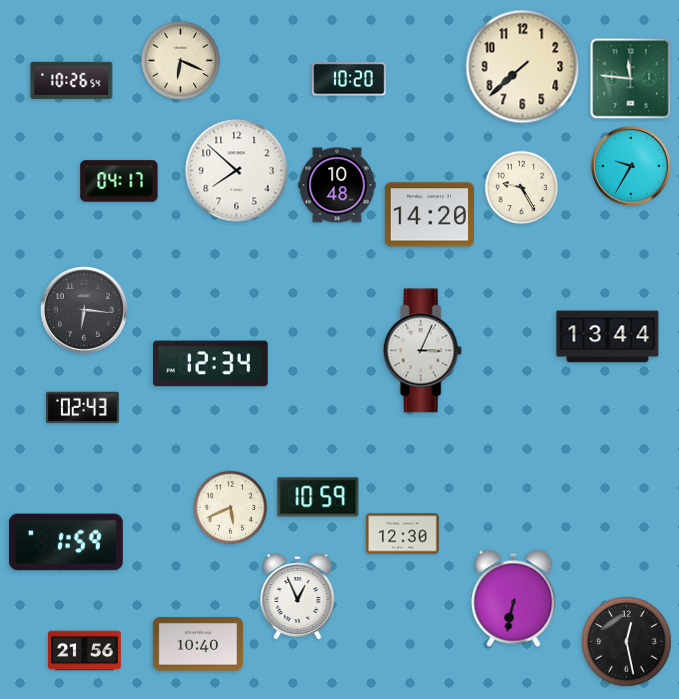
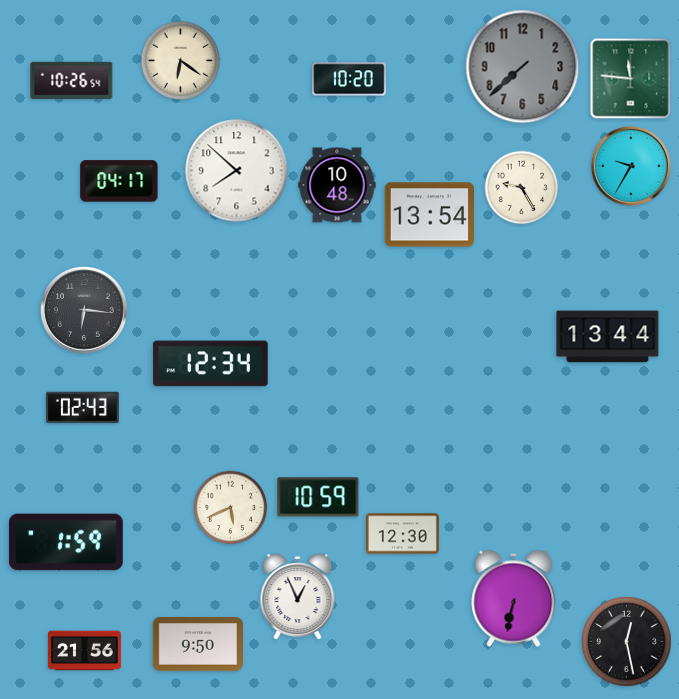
clock at (180, 60): 6:19 -> 6:21
clock at (523, 67) dial: cream -> grey
clock at (429, 215): 14:20 -> 13:54
clock at (422, 351): 3:04 -> none
clock at (198, 644): 10:40 -> 9:50
